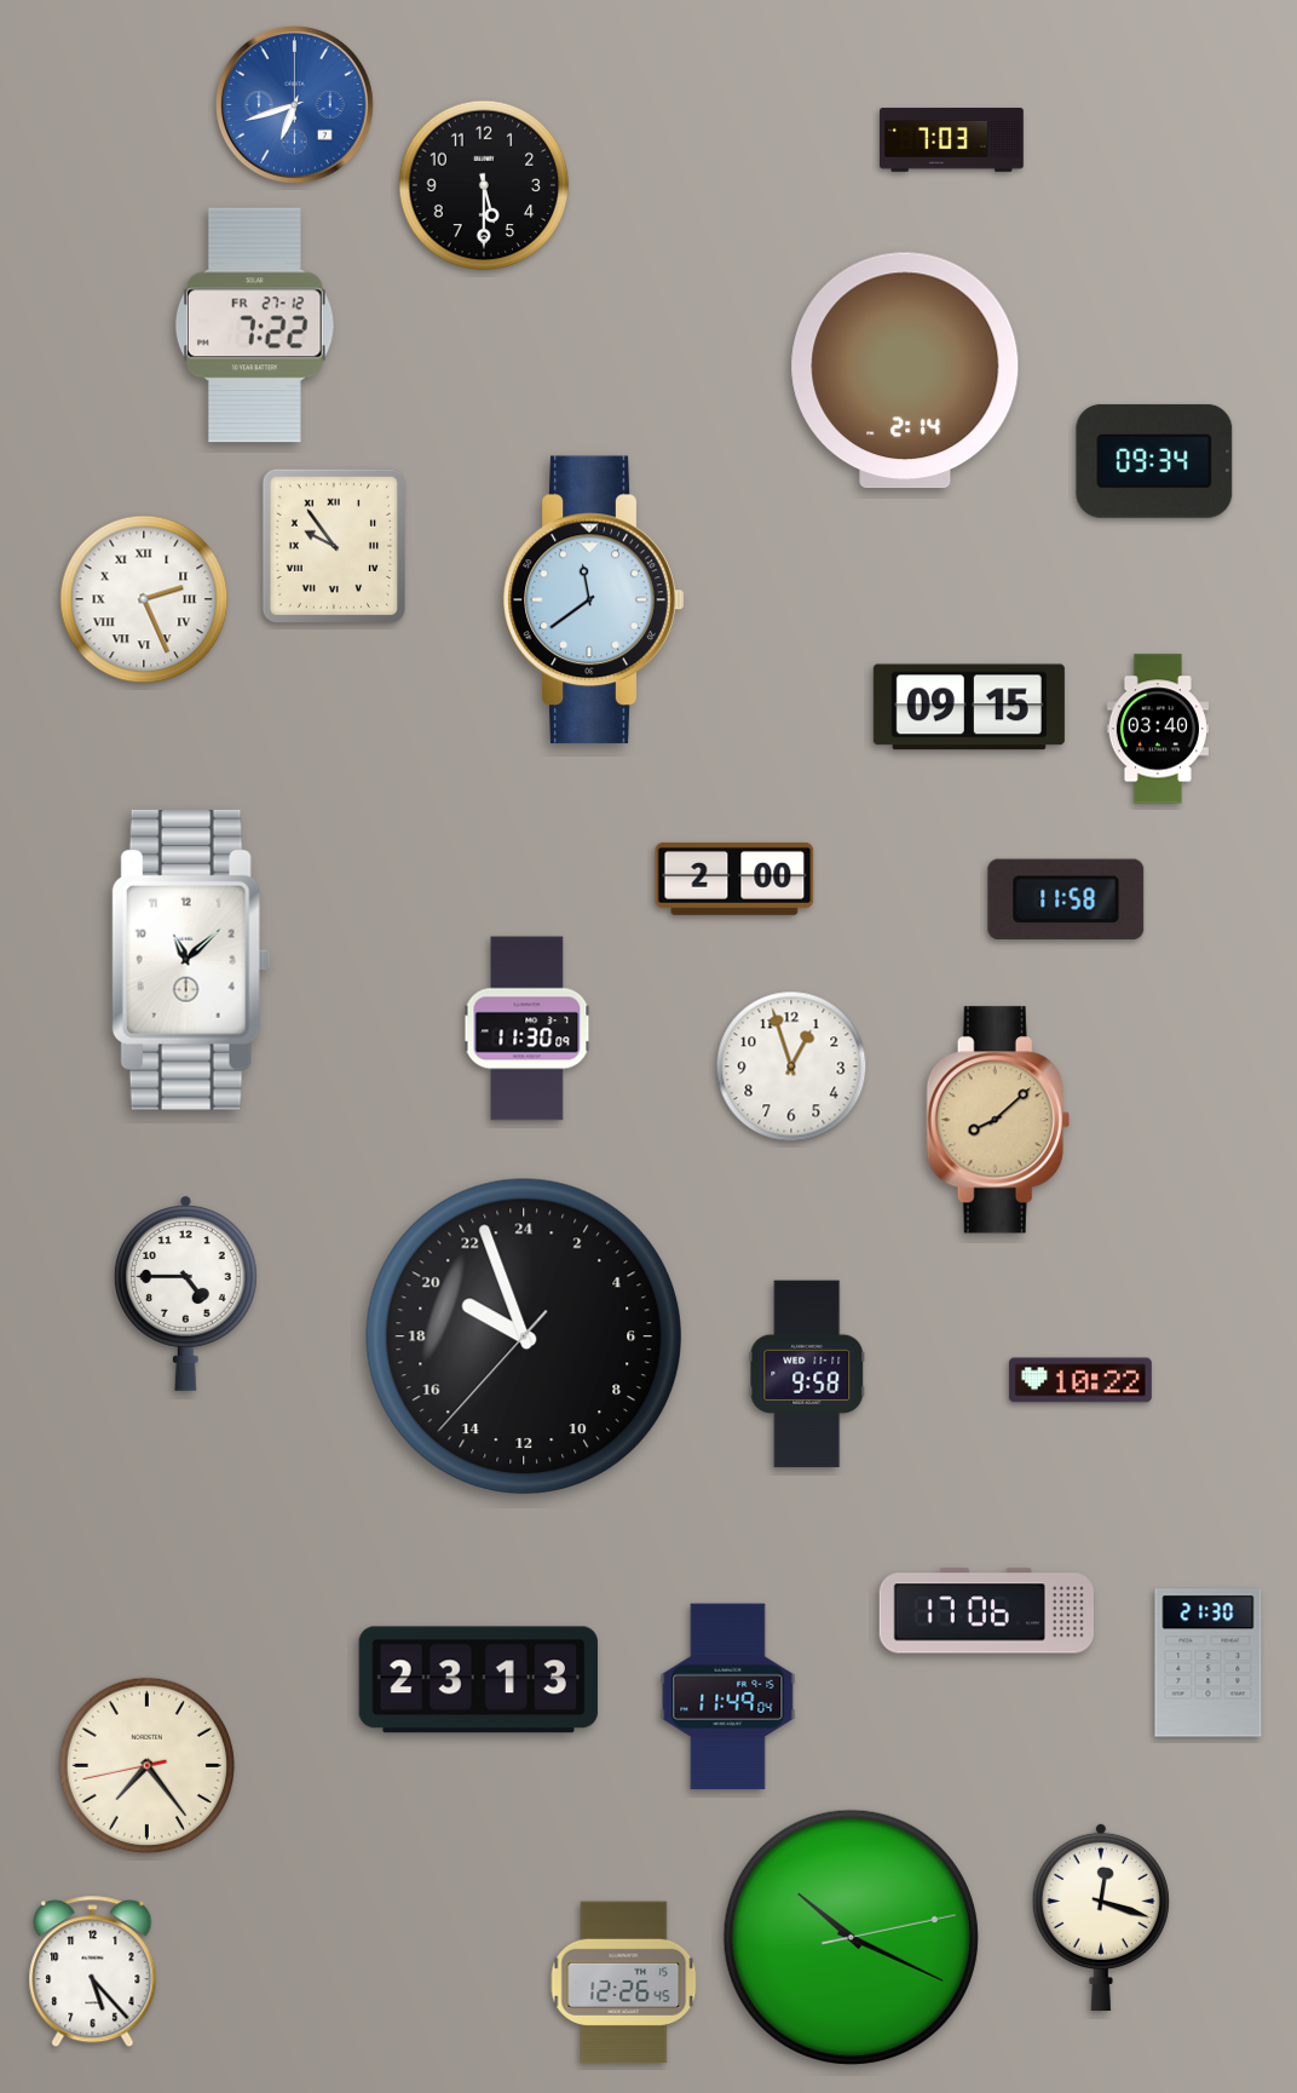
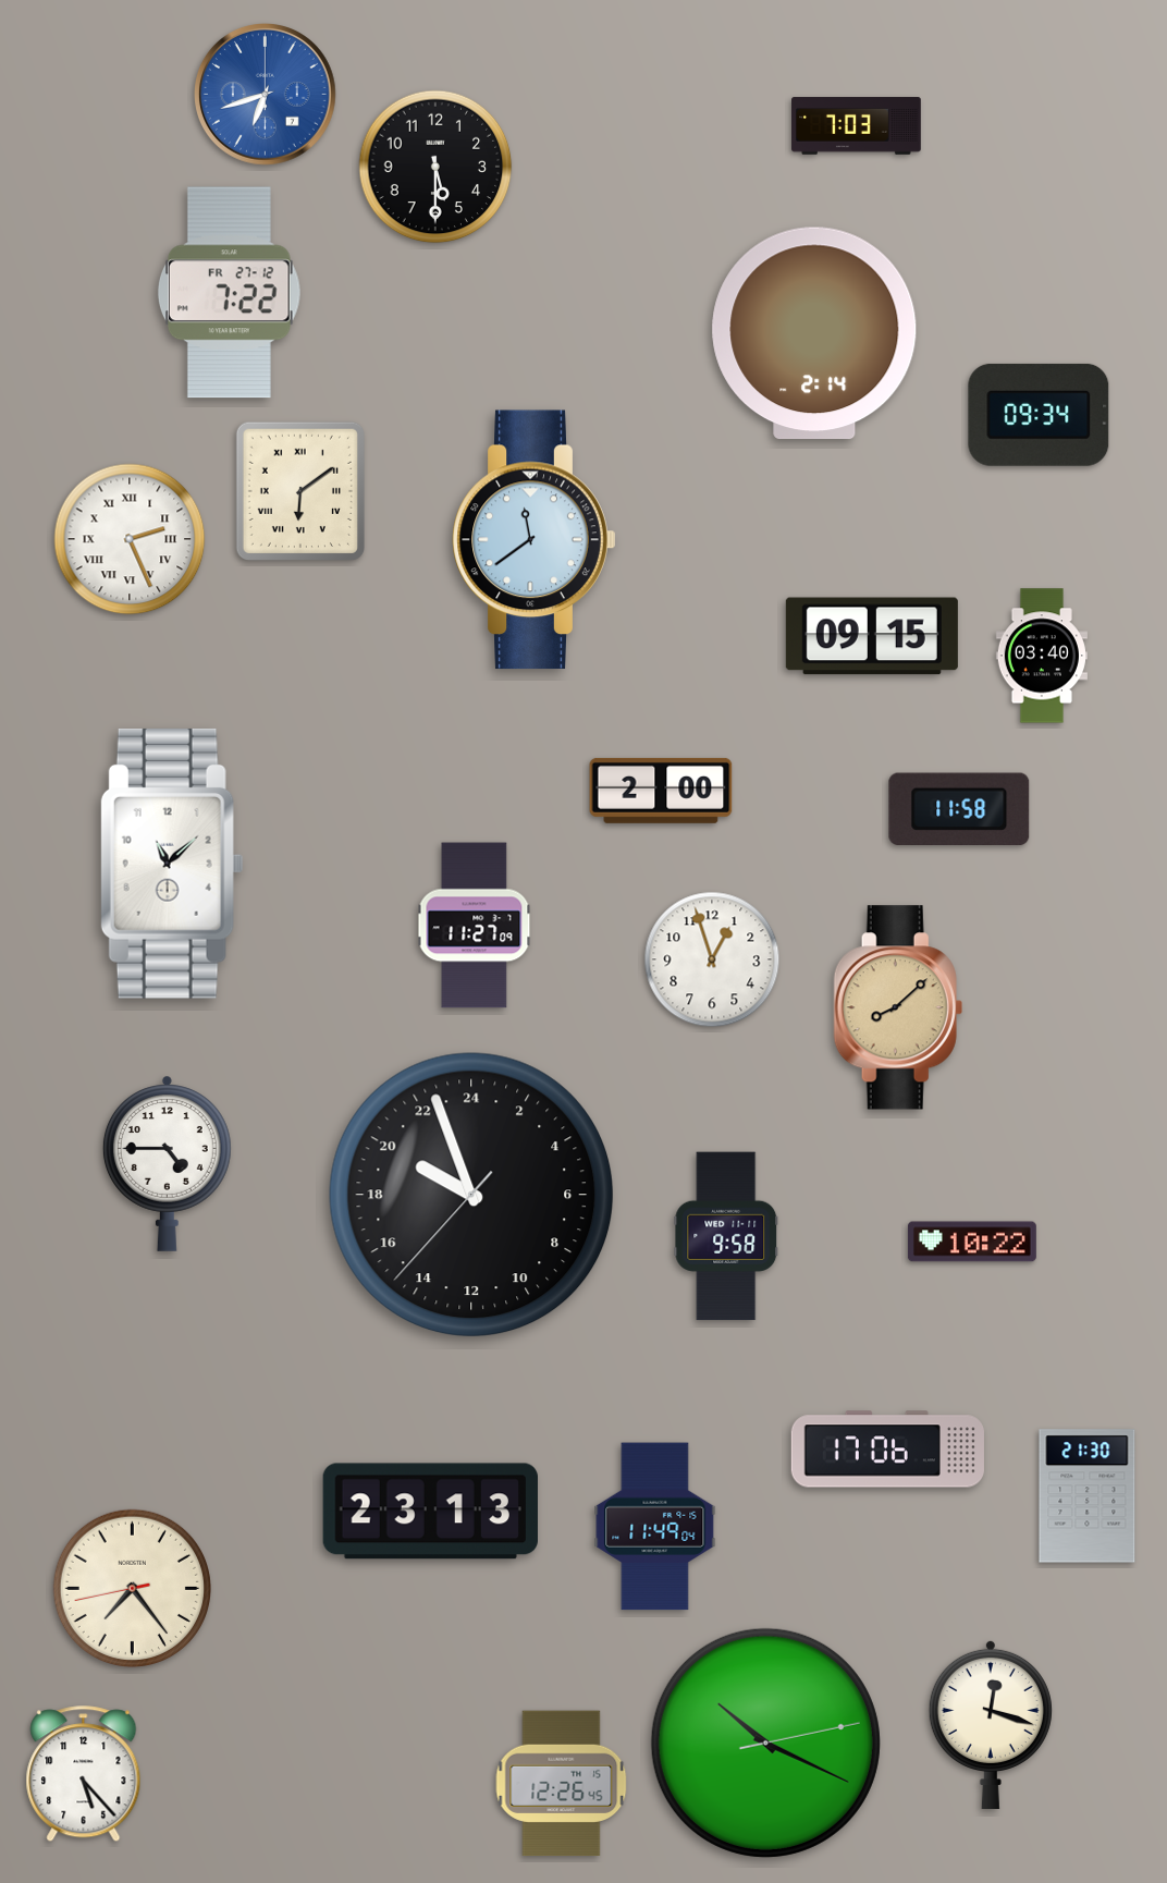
clock at (334, 546): 9:54 -> 6:09
clock at (528, 1029): 11:30 -> 11:27
clock at (524, 1336) position: (524, 1336) -> (471, 1195)
